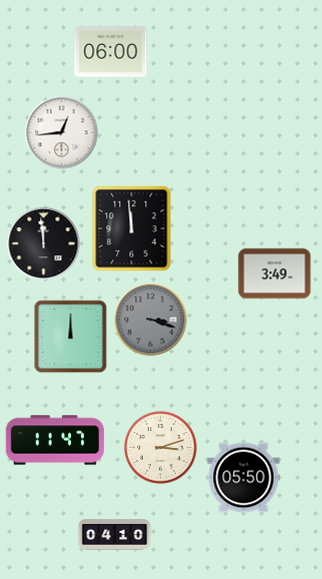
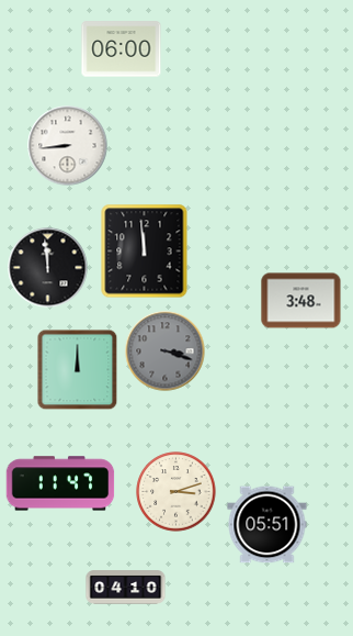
clock at (111, 52) position: (111, 52) -> (122, 49)
clock at (62, 133): 12:44 -> 8:44
clock at (275, 274): 3:49 -> 3:48
clock at (244, 478): 05:50 -> 05:51
